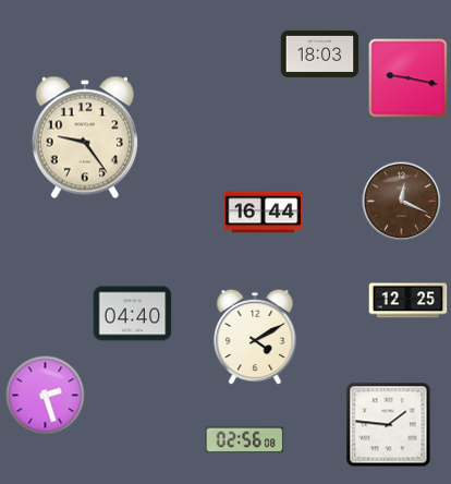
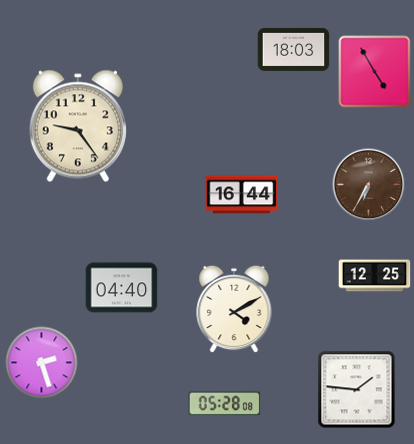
clock at (409, 78): 9:17 -> 4:55
clock at (402, 202): 12:19 -> 6:35
clock at (245, 440): 02:56 -> 05:28
